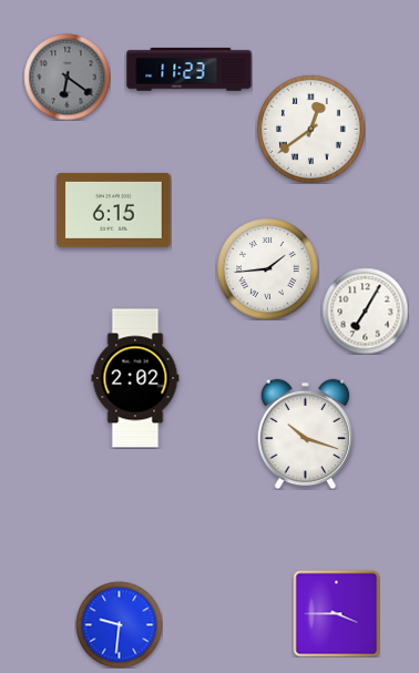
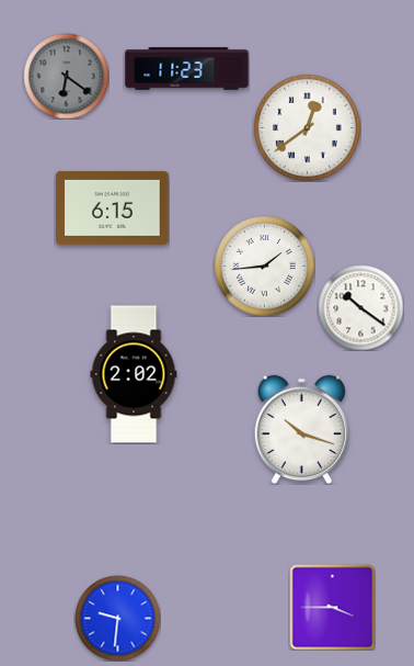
clock at (365, 310): 7:05 -> 10:21
